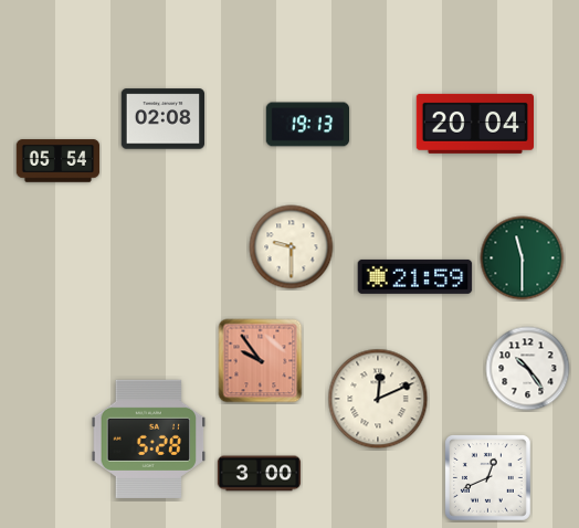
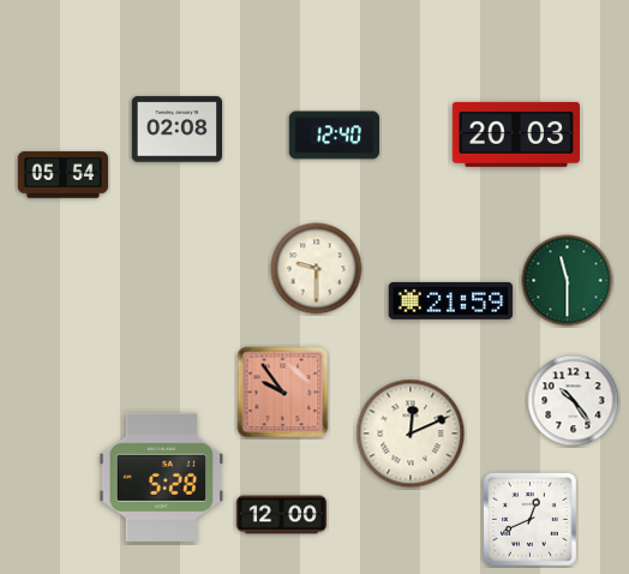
clock at (474, 124): 20:04 -> 20:03
clock at (308, 125): 19:13 -> 12:40
clock at (260, 474): 3:00 -> 12:00
